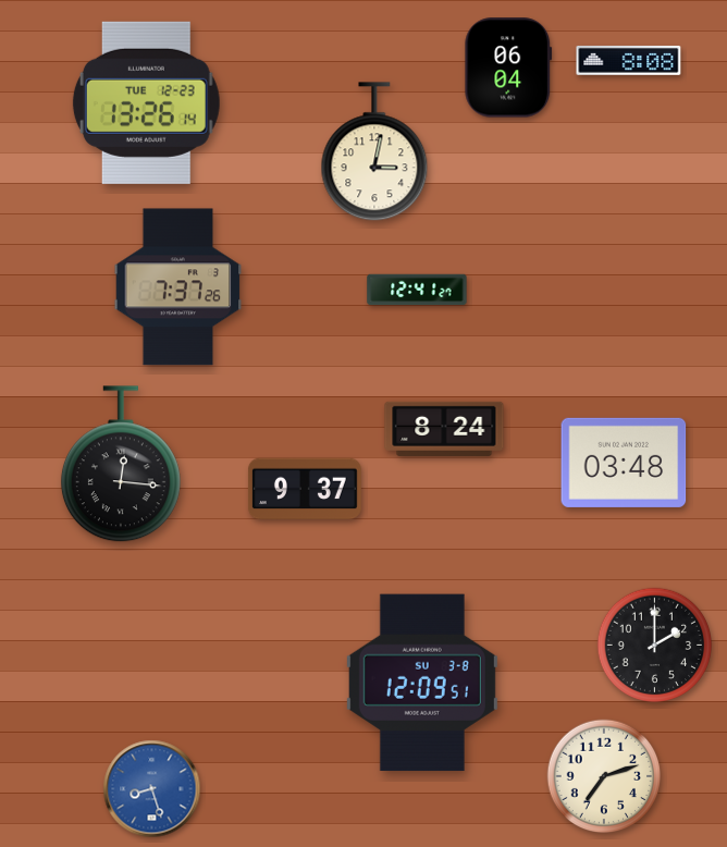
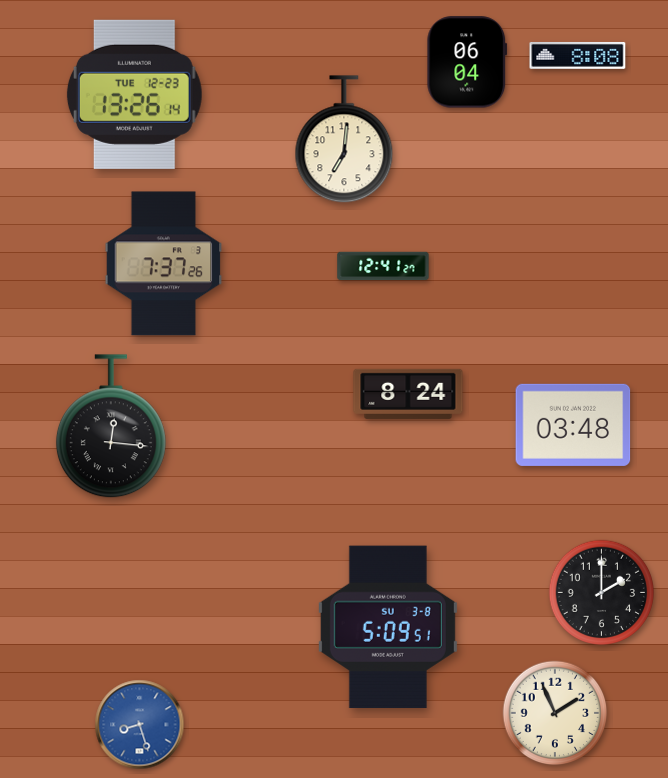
clock at (374, 152): 3:02 -> 7:01
clock at (305, 489): 9:37 -> none
clock at (422, 683): 12:09 -> 5:09
clock at (604, 776): 7:12 -> 1:56
